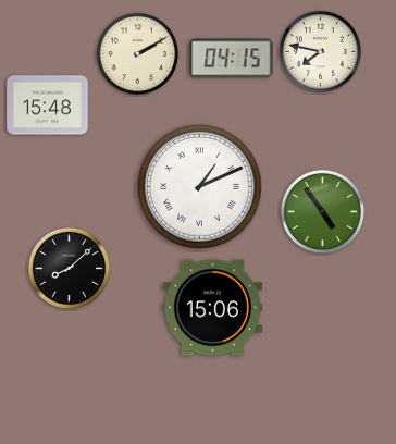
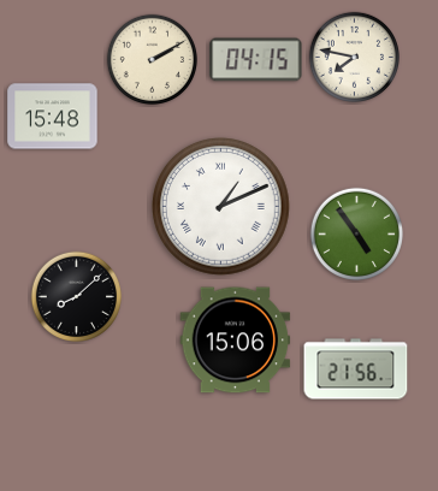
clock at (232, 59) position: (232, 59) -> (256, 60)
clock at (356, 369): none -> 21:56
